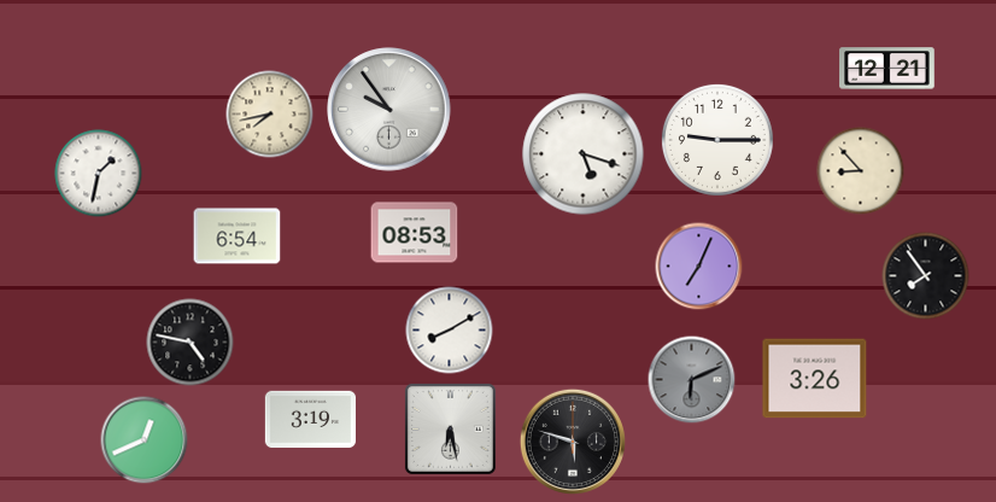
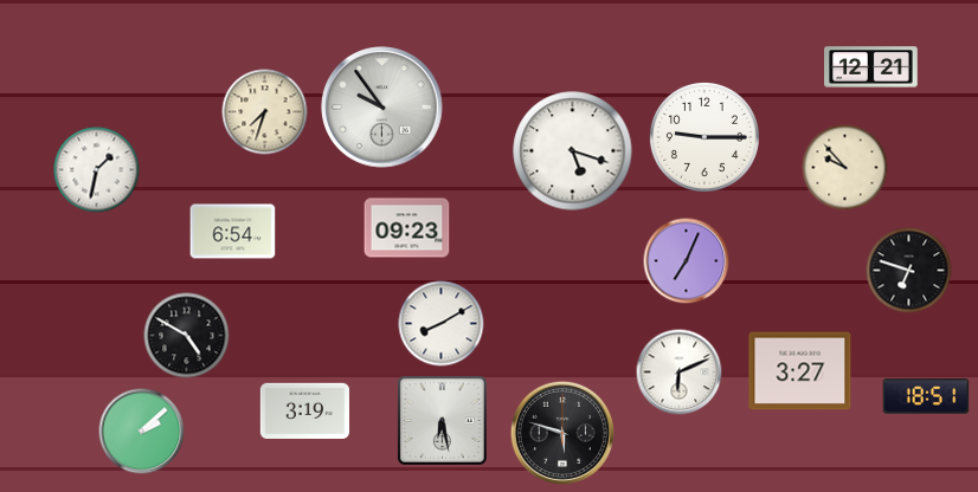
clock at (270, 115): 7:43 -> 7:33
clock at (861, 171): 8:53 -> 9:53
clock at (415, 233): 08:53 -> 09:23
clock at (926, 276): 7:54 -> 6:48
clock at (191, 343): 4:47 -> 4:50
clock at (815, 379): 3:26 -> 3:27
clock at (692, 380) dial: grey -> white
clock at (926, 396): none -> 18:51
clock at (145, 440): 12:41 -> 2:08
